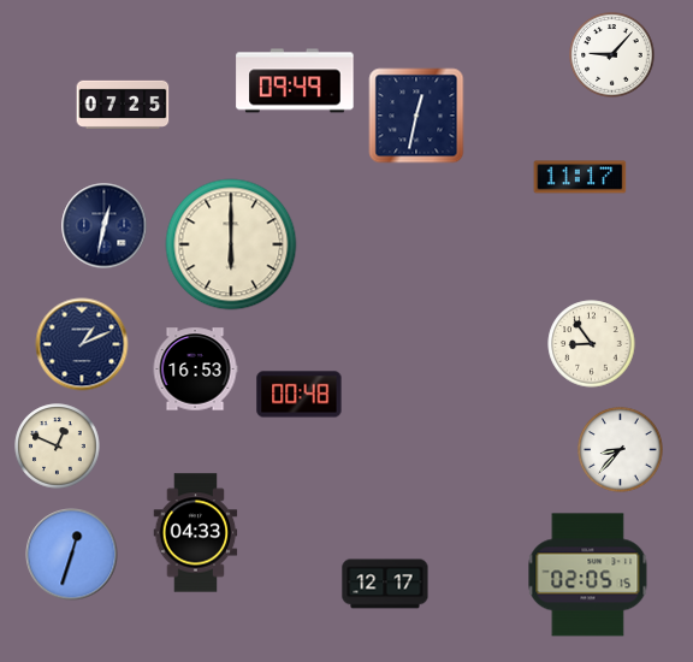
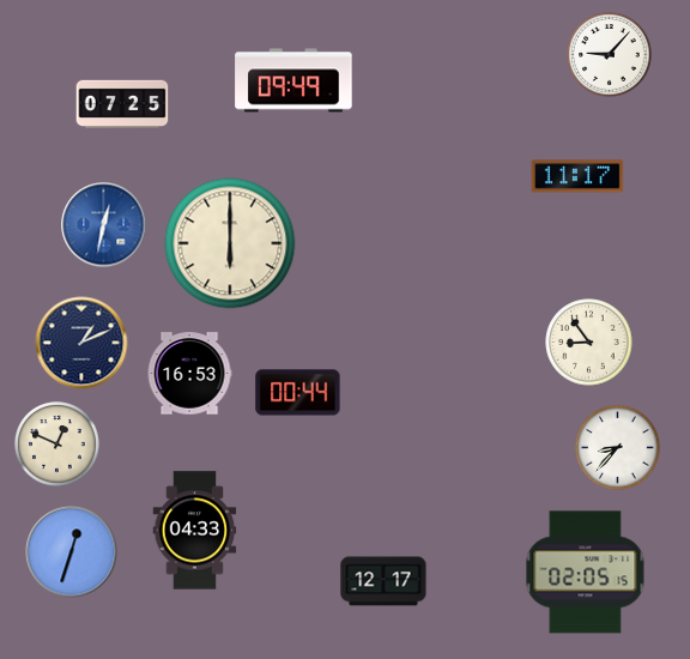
clock at (416, 116): 12:32 -> none
clock at (105, 226) dial: navy -> blue
clock at (195, 370) position: (195, 370) -> (189, 374)
clock at (300, 395): 00:48 -> 00:44
